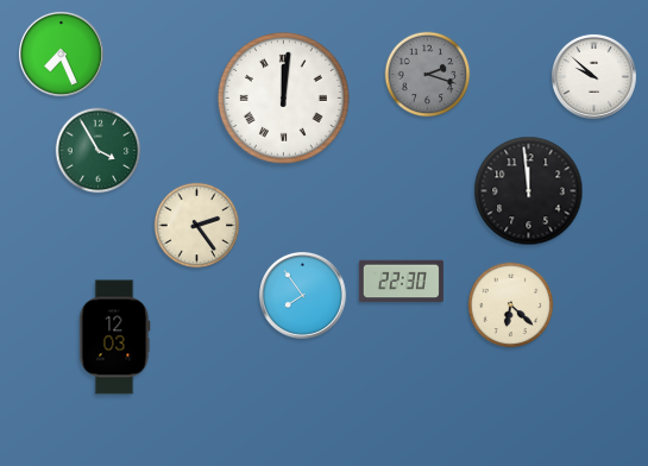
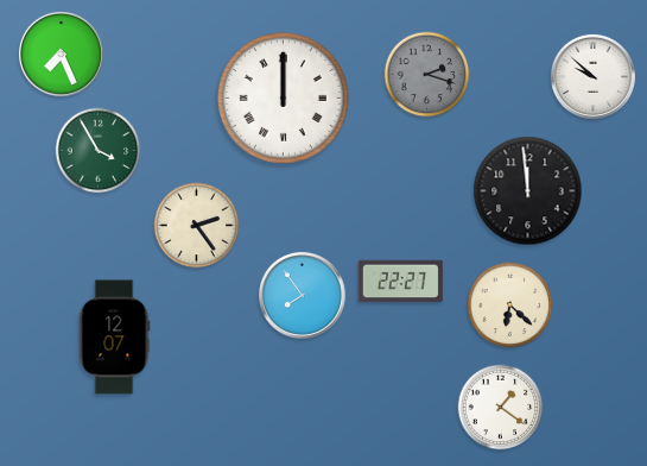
clock at (283, 97): 12:01 -> 12:00
clock at (401, 282): 22:30 -> 22:27
clock at (114, 338): 12:03 -> 12:07
clock at (501, 408): none -> 1:21
